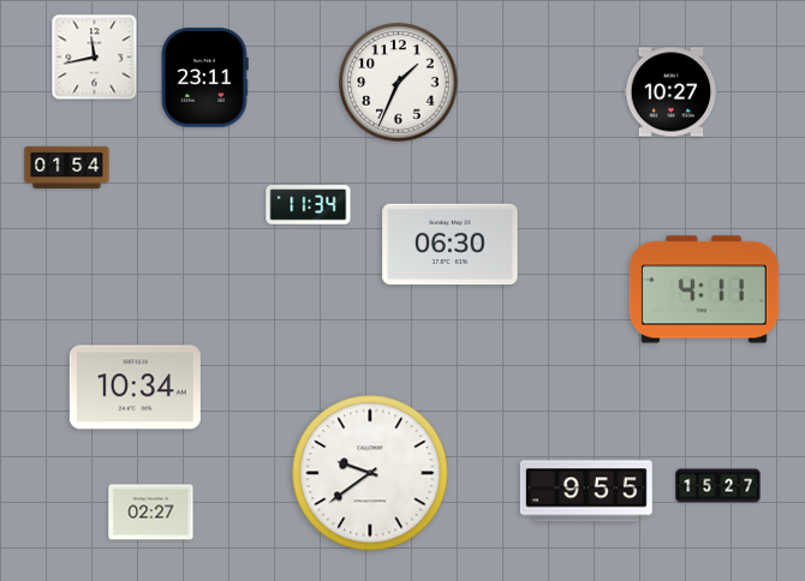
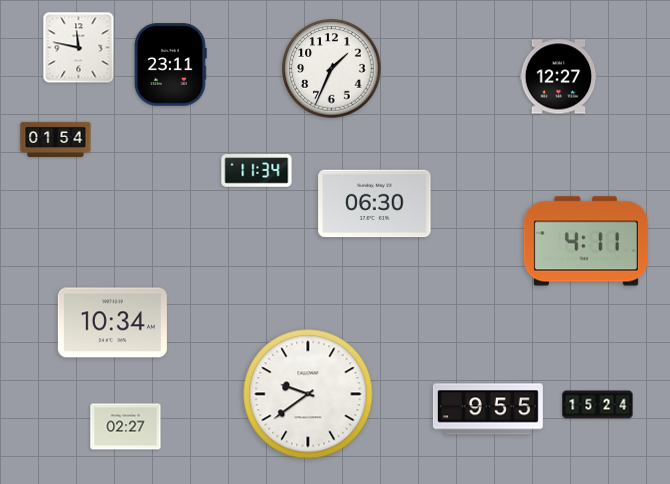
clock at (95, 58): 11:43 -> 11:47
clock at (672, 92): 10:27 -> 12:27
clock at (718, 486): 15:27 -> 15:24
